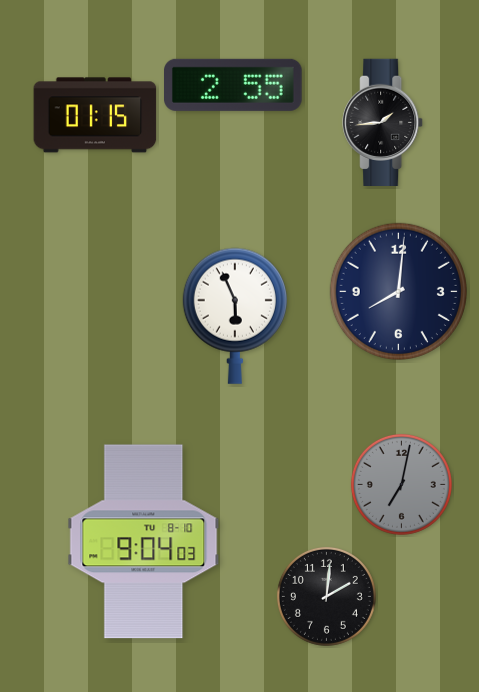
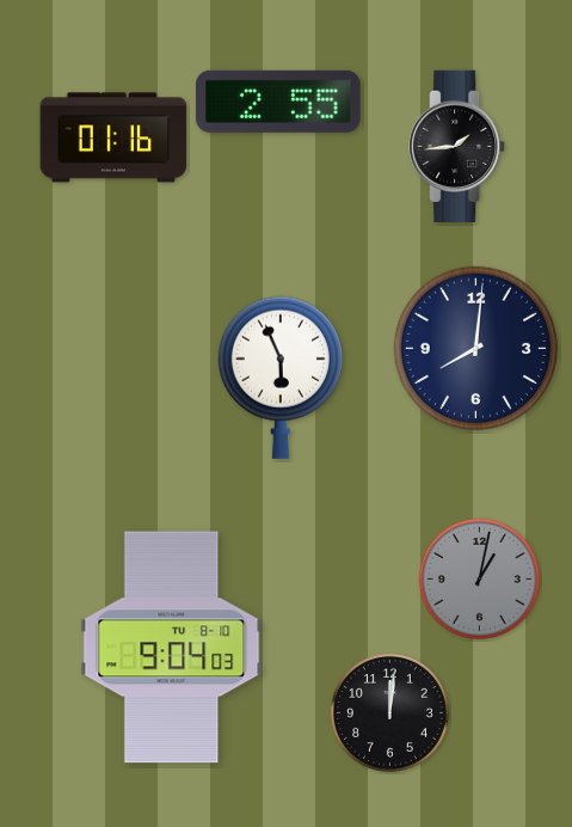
clock at (95, 115): 01:15 -> 01:16
clock at (401, 484): 7:02 -> 1:02
clock at (326, 596): 2:01 -> 12:01
